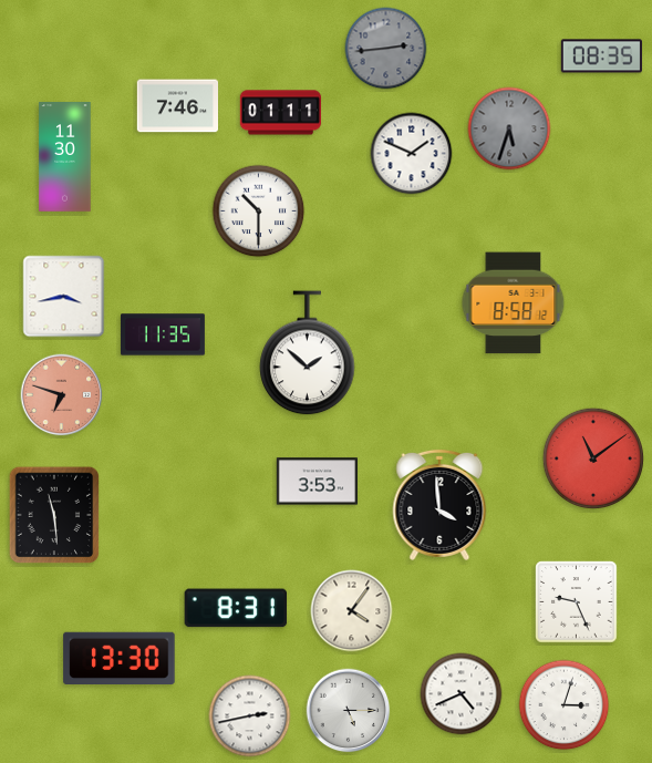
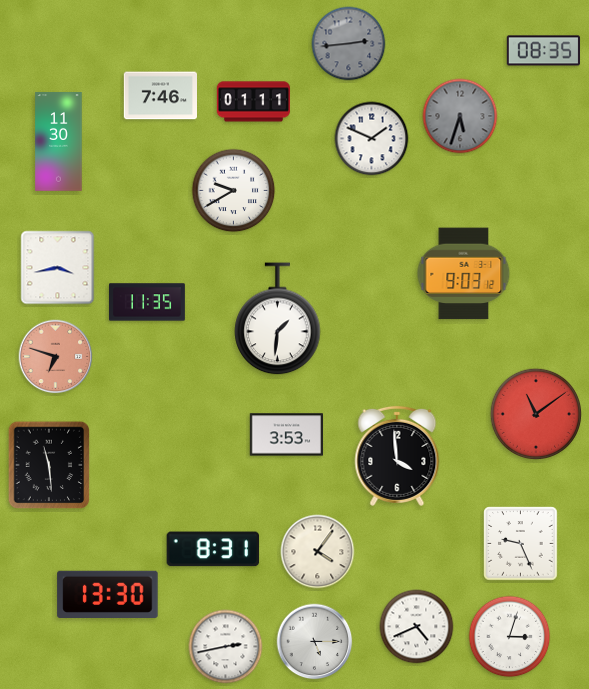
clock at (259, 212): 10:30 -> 9:40
clock at (514, 303): 8:58 -> 9:03
clock at (308, 353): 1:52 -> 1:31
